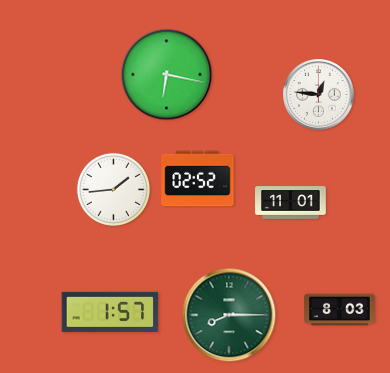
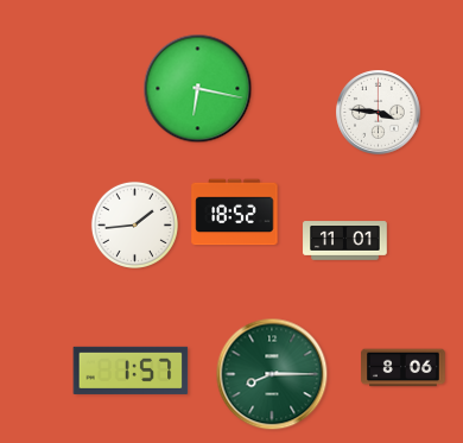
clock at (319, 95): 12:46 -> 3:46
clock at (198, 179): 02:52 -> 18:52
clock at (340, 310): 8:03 -> 8:06
